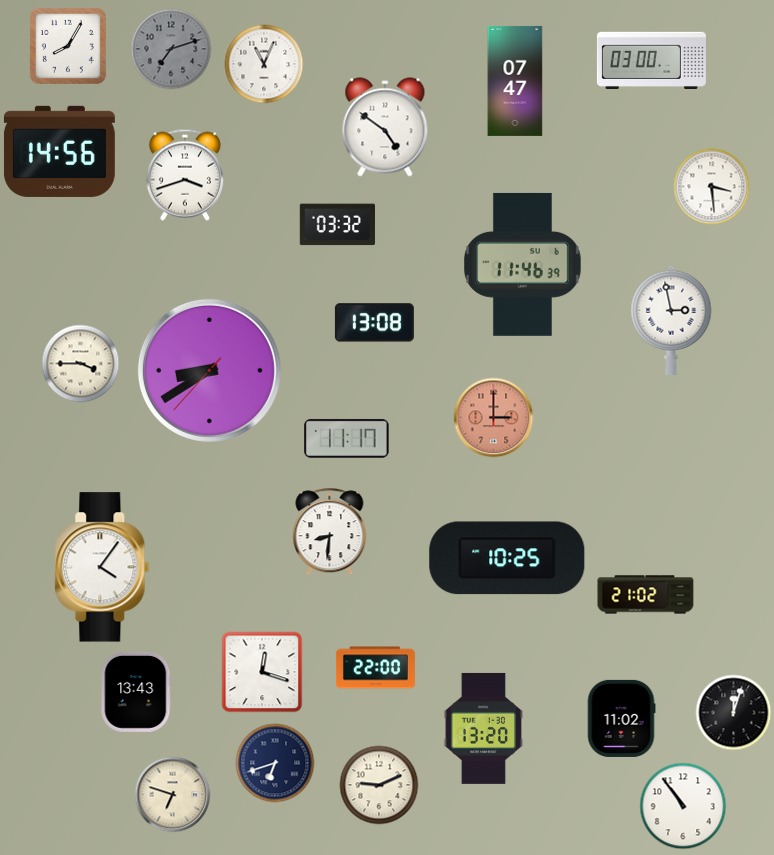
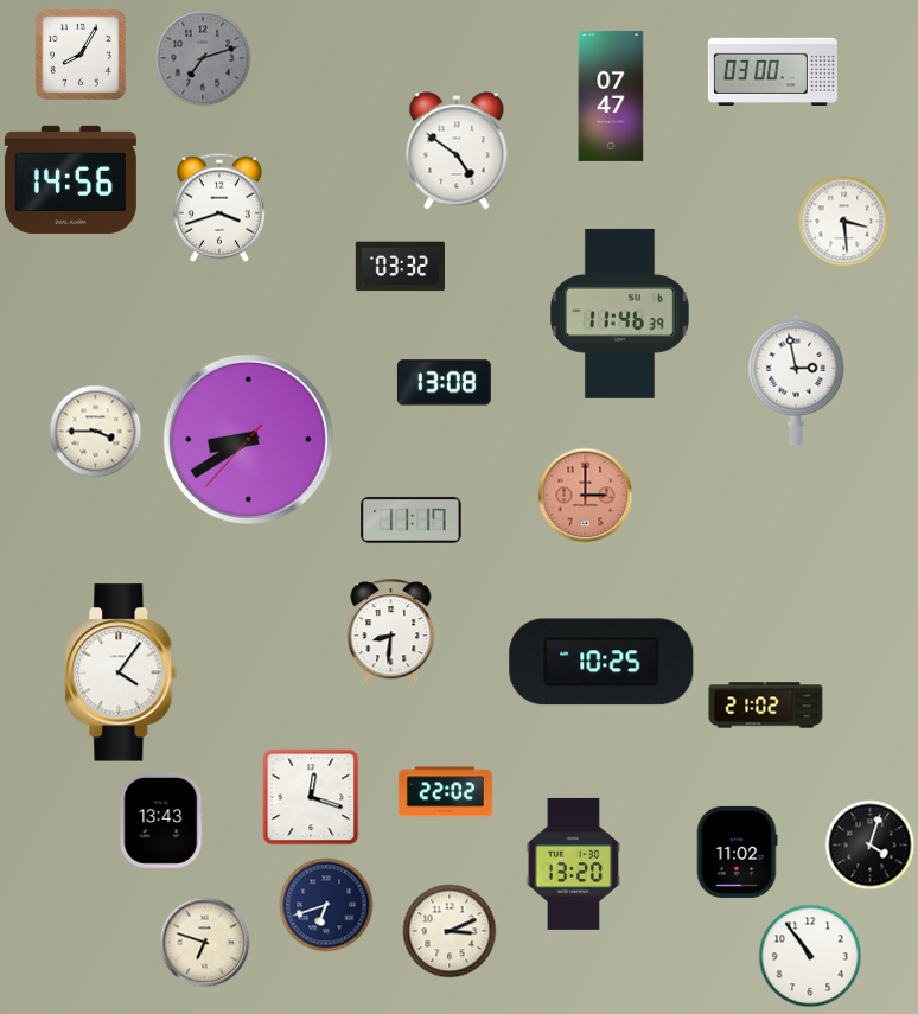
clock at (264, 64): 11:04 -> none
clock at (375, 668): 22:00 -> 22:02
clock at (734, 713): 12:03 -> 4:03
clock at (379, 785): 9:11 -> 3:11
